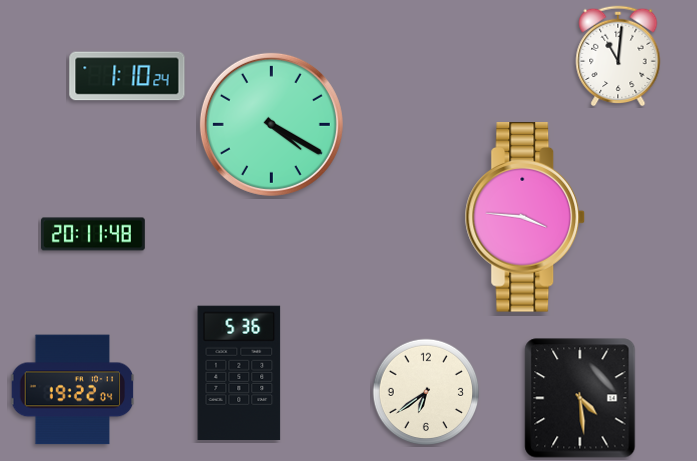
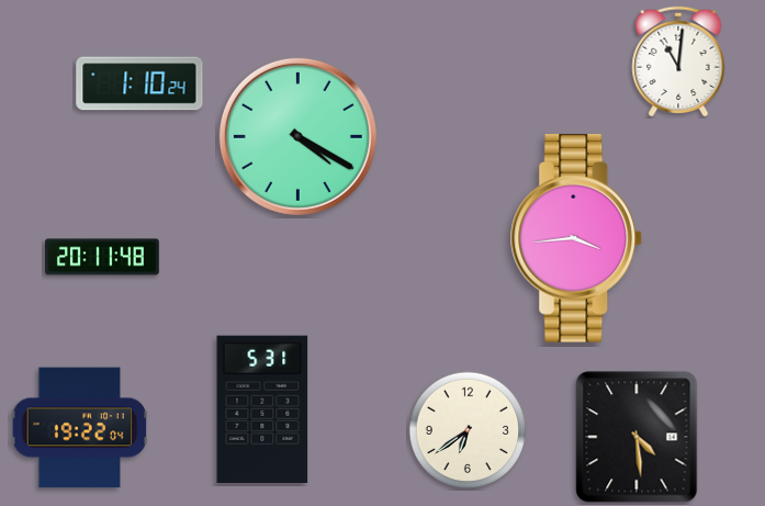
clock at (525, 217): 3:46 -> 3:44
clock at (239, 372): 5:36 -> 5:31
